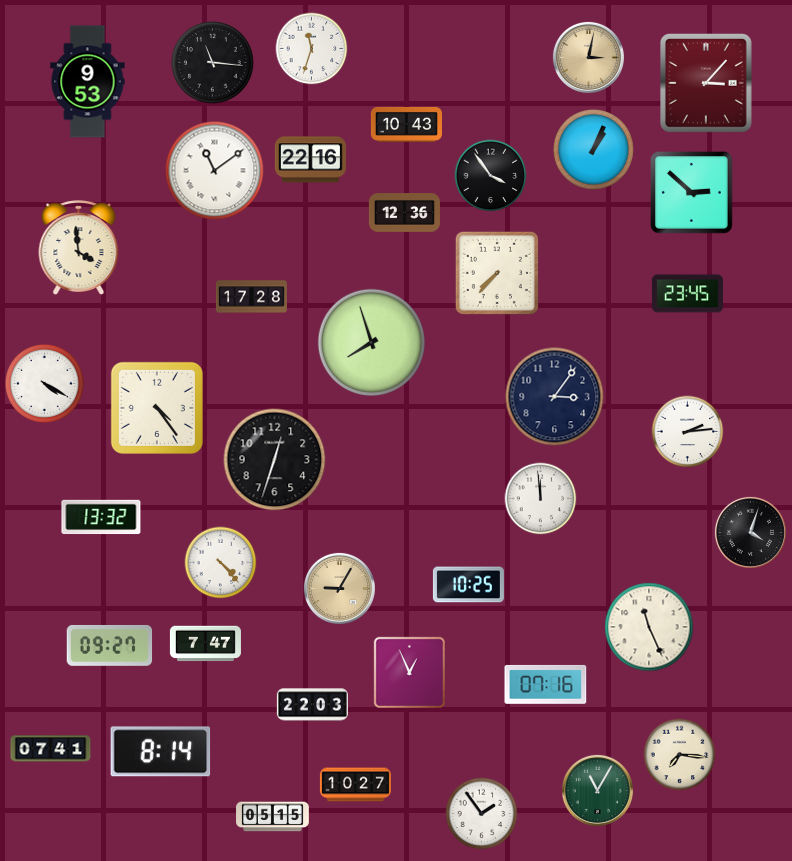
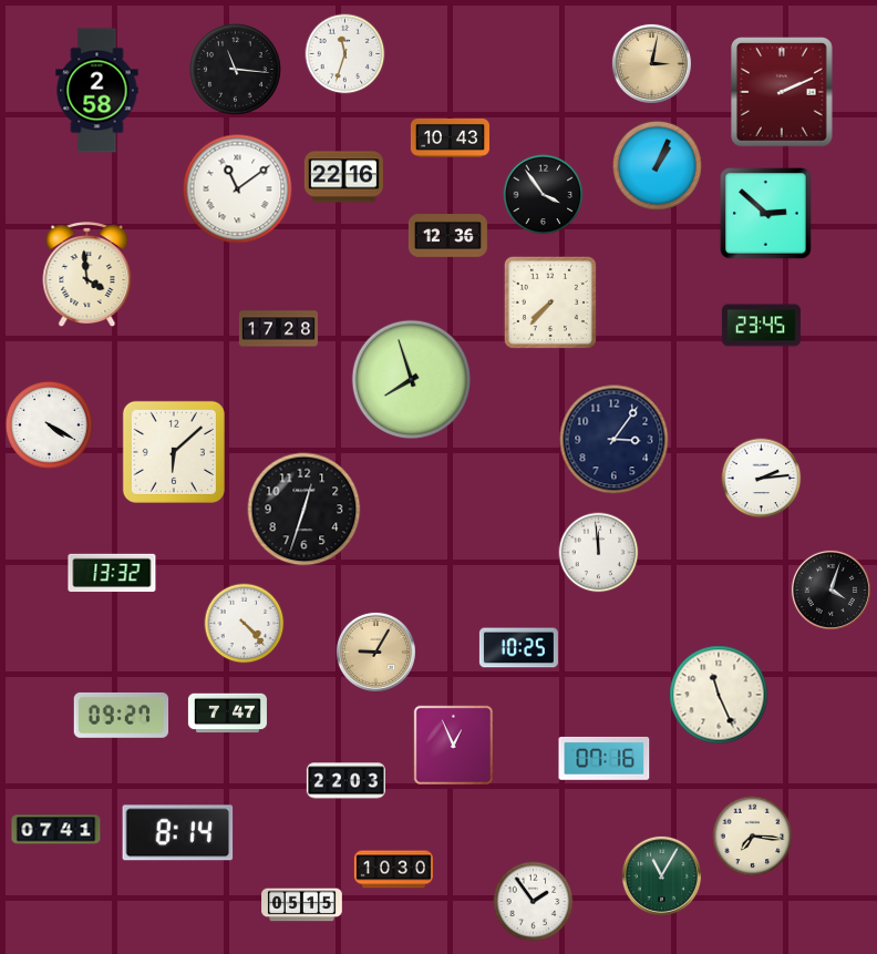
clock at (88, 82): 9:53 -> 2:58
clock at (707, 84): 3:07 -> 2:11
clock at (157, 408): 4:24 -> 6:08
clock at (355, 785): 10:27 -> 10:30
